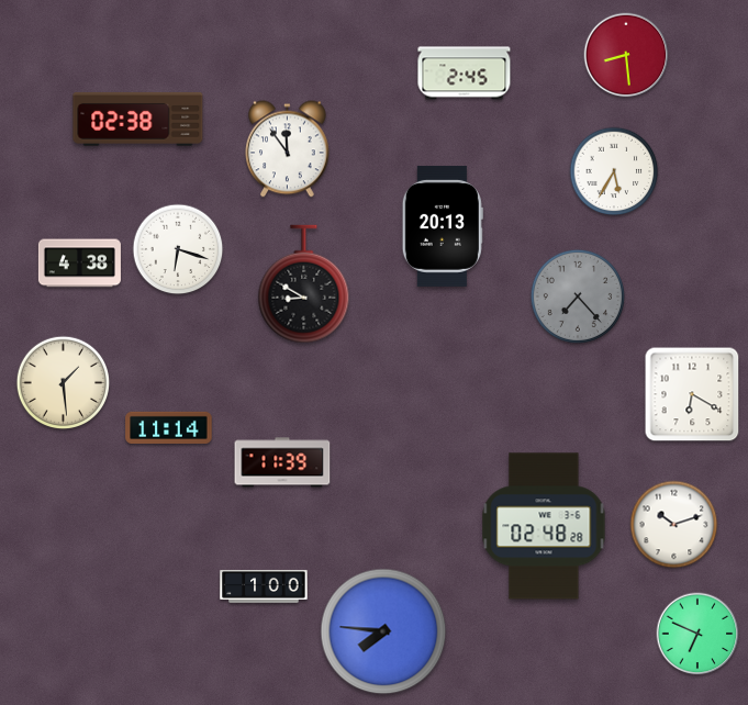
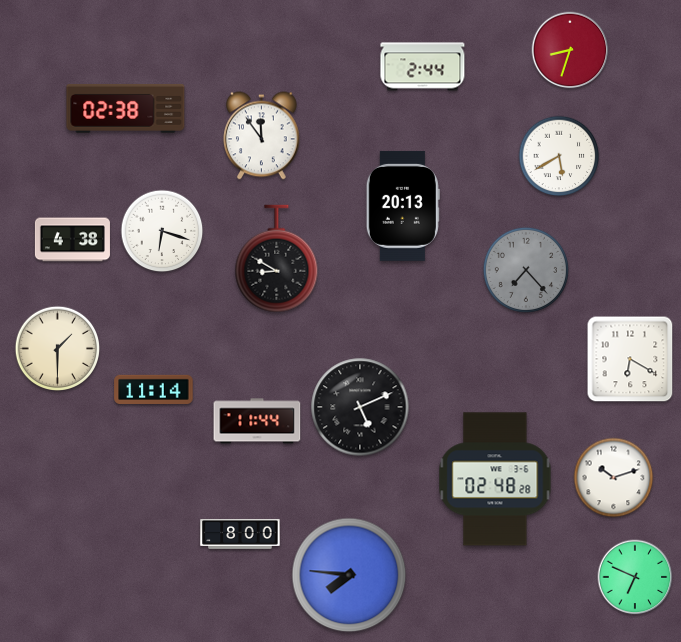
clock at (626, 55): 8:29 -> 8:33
clock at (465, 74): 2:45 -> 2:44
clock at (614, 171): 5:35 -> 5:40
clock at (178, 249) position: (178, 249) -> (162, 231)
clock at (63, 382): 1:29 -> 1:30
clock at (360, 407): none -> 5:11
clock at (282, 462): 11:39 -> 11:44
clock at (264, 587): 1:00 -> 8:00
